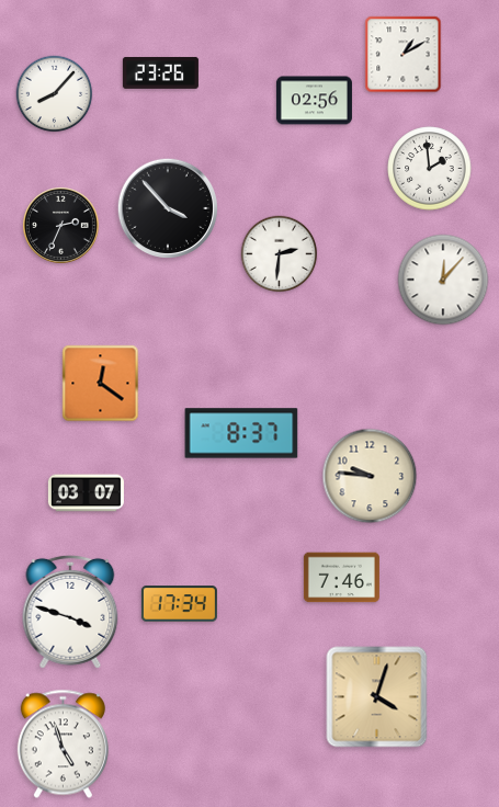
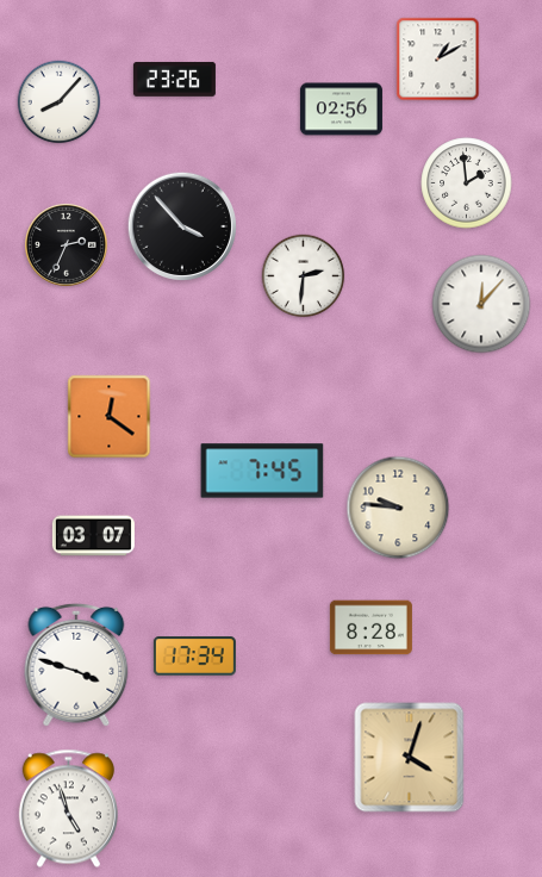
clock at (241, 433): 8:37 -> 7:45
clock at (370, 476) position: (370, 476) -> (398, 508)
clock at (341, 578): 7:46 -> 8:28
